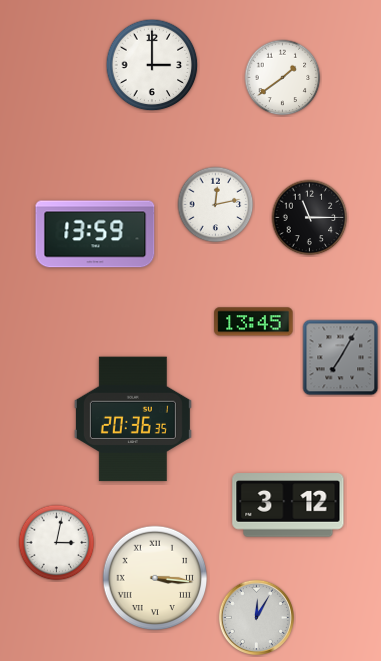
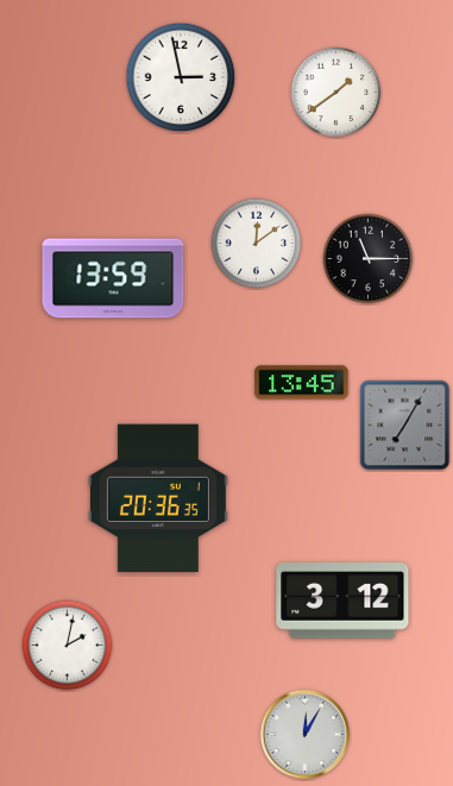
clock at (152, 65): 3:00 -> 2:58
clock at (216, 205): 12:13 -> 12:09
clock at (57, 543): 3:02 -> 2:02
clock at (155, 578): 3:16 -> none
